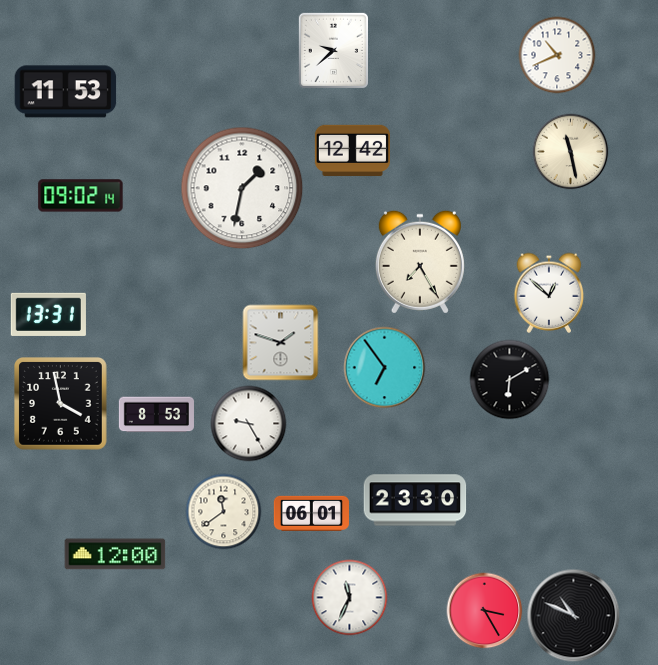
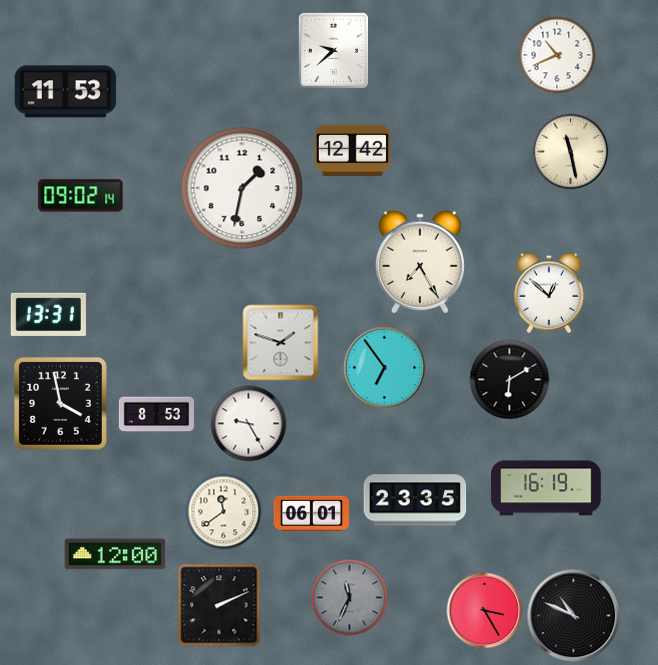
clock at (546, 488): none -> 16:19
clock at (415, 500): 23:30 -> 23:35
clock at (350, 598) dial: white -> grey
clock at (219, 605): none -> 2:11
